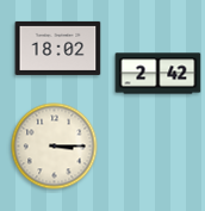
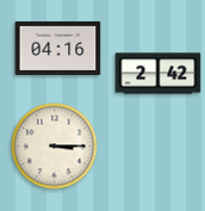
clock at (58, 48): 18:02 -> 04:16
